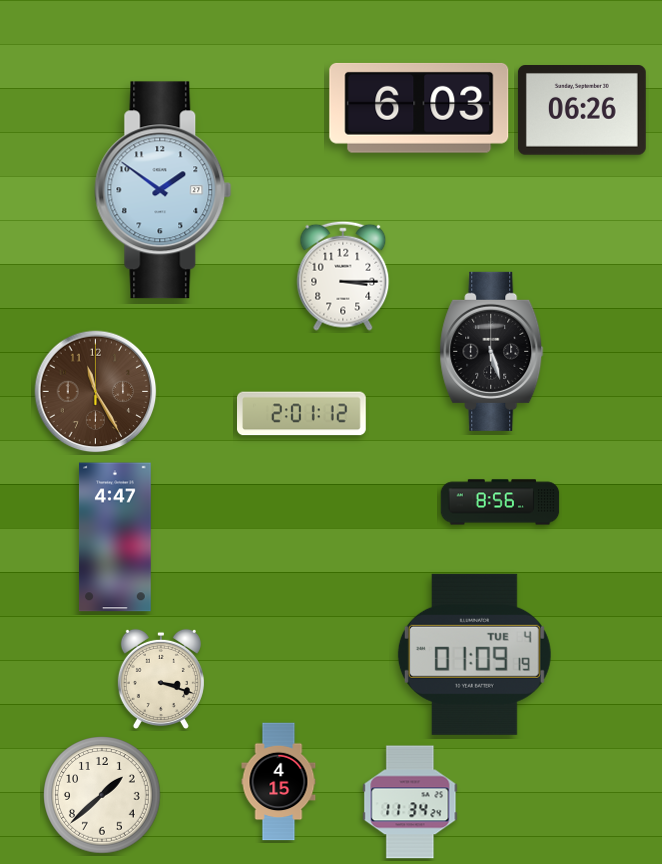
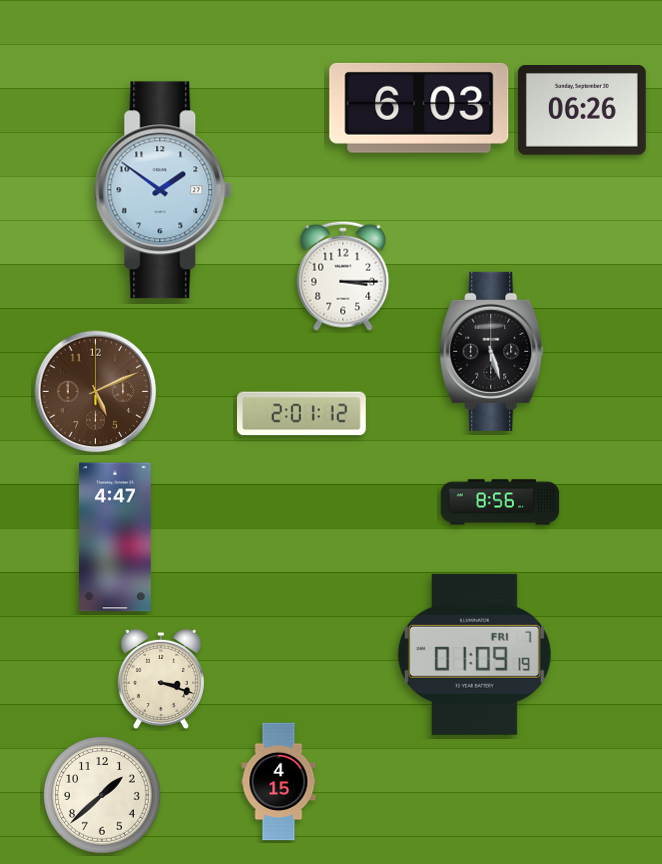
clock at (96, 392): 11:25 -> 5:11
clock at (474, 654) date: TUE 4 -> FRI 7
clock at (410, 802): 11:34 -> none
